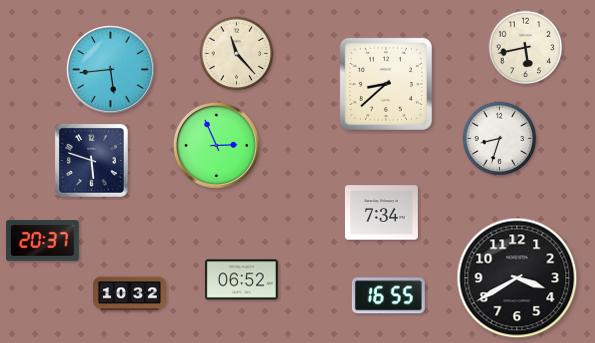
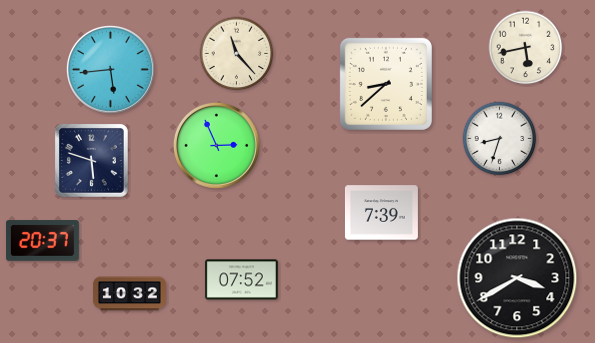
clock at (381, 213): 7:34 -> 7:39
clock at (241, 280): 06:52 -> 07:52
clock at (388, 296): 16:55 -> none
